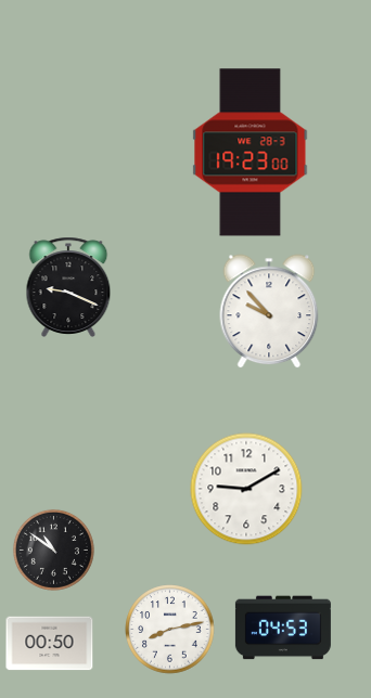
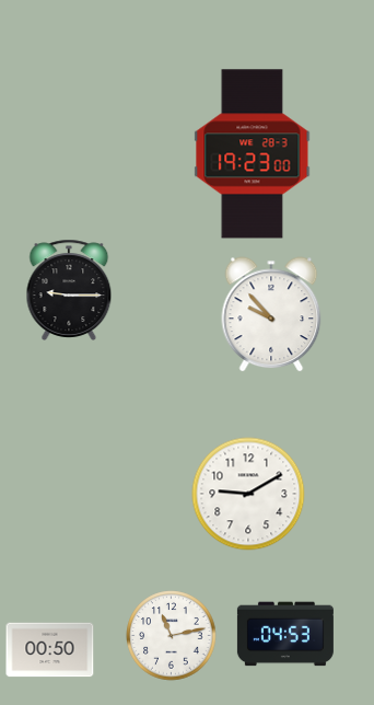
clock at (68, 287): 9:19 -> 9:15
clock at (53, 550): 10:51 -> none
clock at (170, 630): 8:13 -> 11:13
